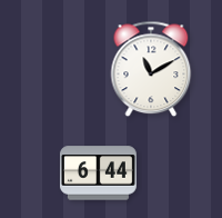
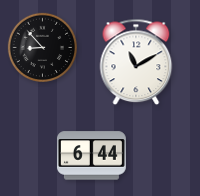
clock at (42, 47): none -> 8:53
clock at (98, 174) position: (98, 174) -> (91, 156)
